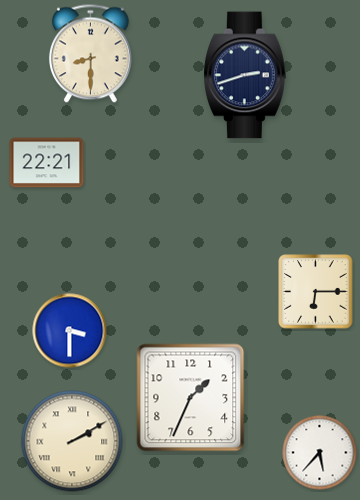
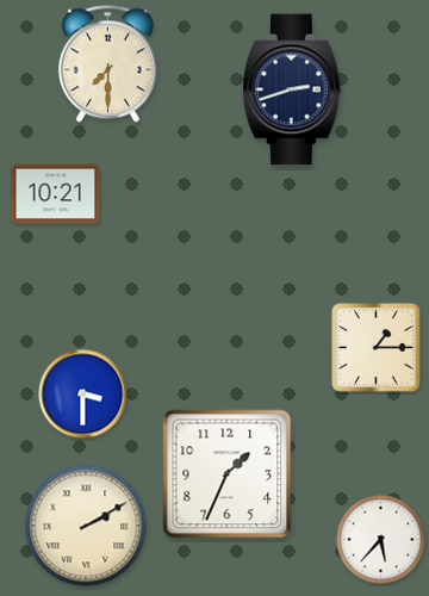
clock at (90, 54): 8:30 -> 7:30
clock at (47, 163): 22:21 -> 10:21
clock at (316, 292): 6:15 -> 1:15
